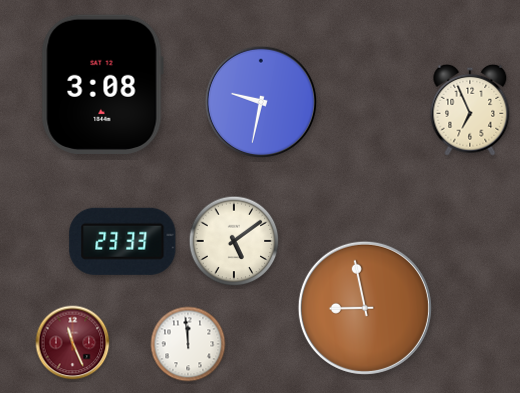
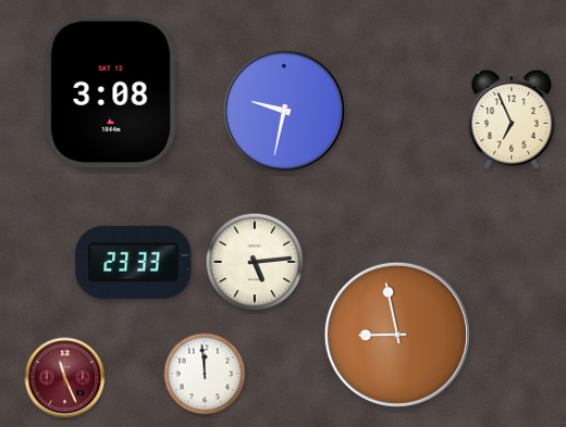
clock at (234, 241): 5:09 -> 5:14
clock at (73, 343) position: (73, 343) -> (65, 378)
